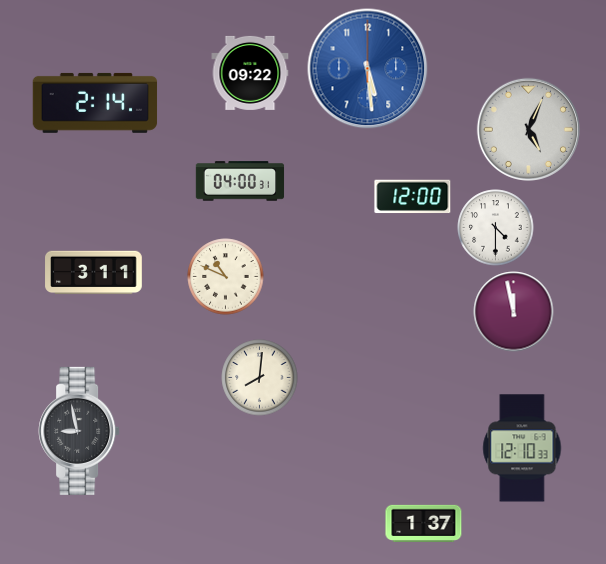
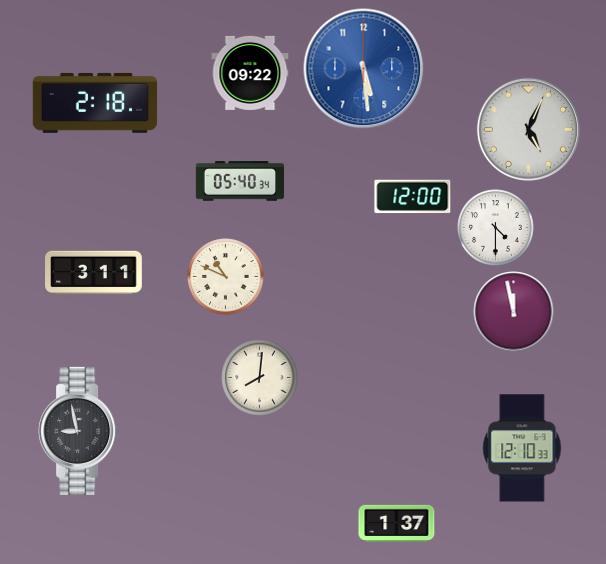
clock at (368, 69) position: (368, 69) -> (364, 69)
clock at (95, 103): 2:14 -> 2:18
clock at (240, 181): 04:00 -> 05:40
clock at (424, 523) position: (424, 523) -> (397, 523)
